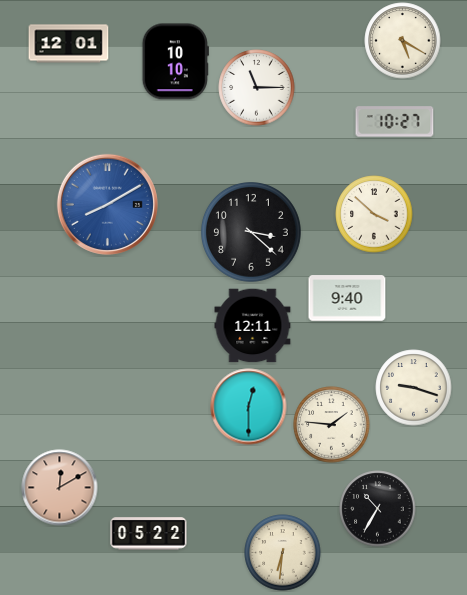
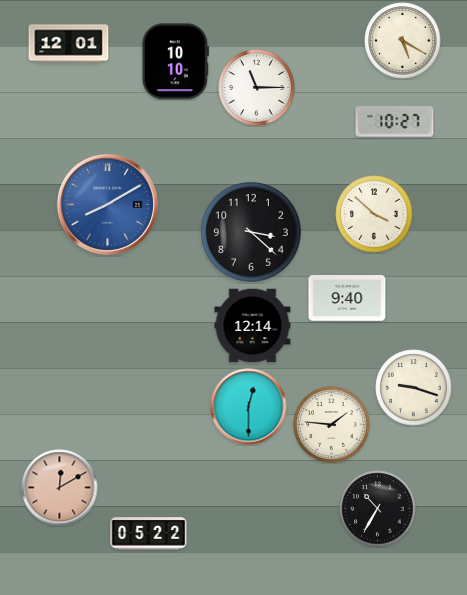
clock at (253, 326): 12:11 -> 12:14
clock at (283, 553): 6:31 -> none
